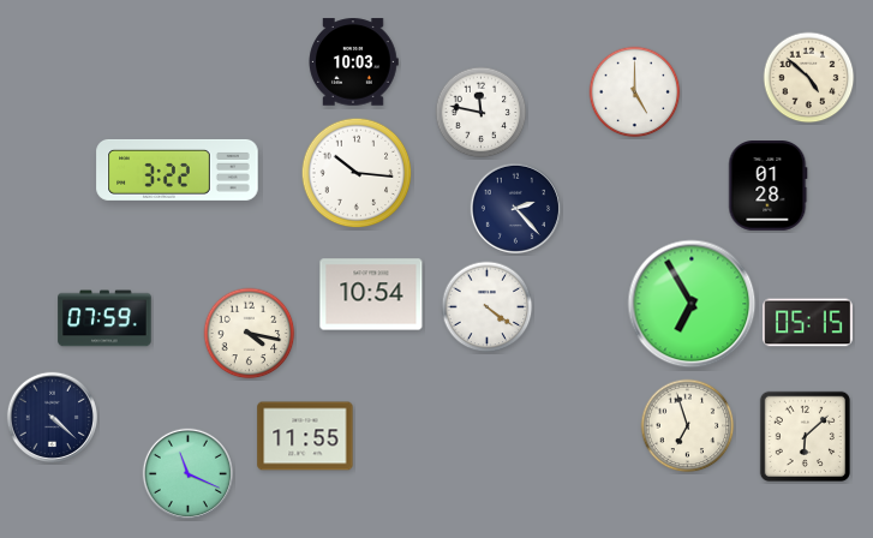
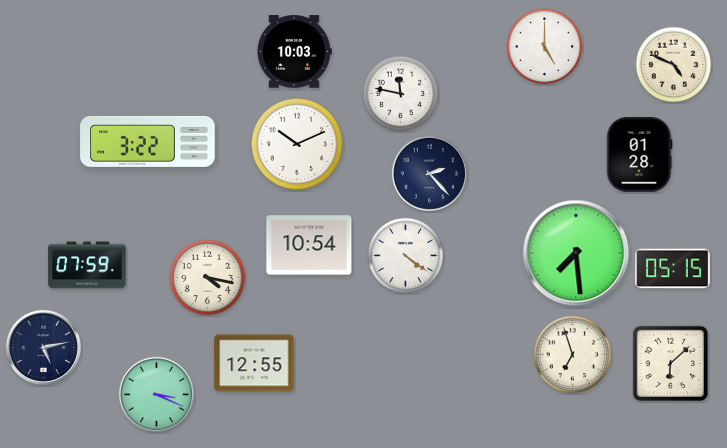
clock at (809, 78): 4:52 -> 4:49
clock at (635, 92) position: (635, 92) -> (545, 47)
clock at (357, 173): 10:16 -> 10:11
clock at (692, 304): 6:55 -> 7:29
clock at (52, 417): 4:22 -> 5:13
clock at (305, 436): 11:55 -> 12:55
clock at (187, 473): 11:19 -> 3:19
